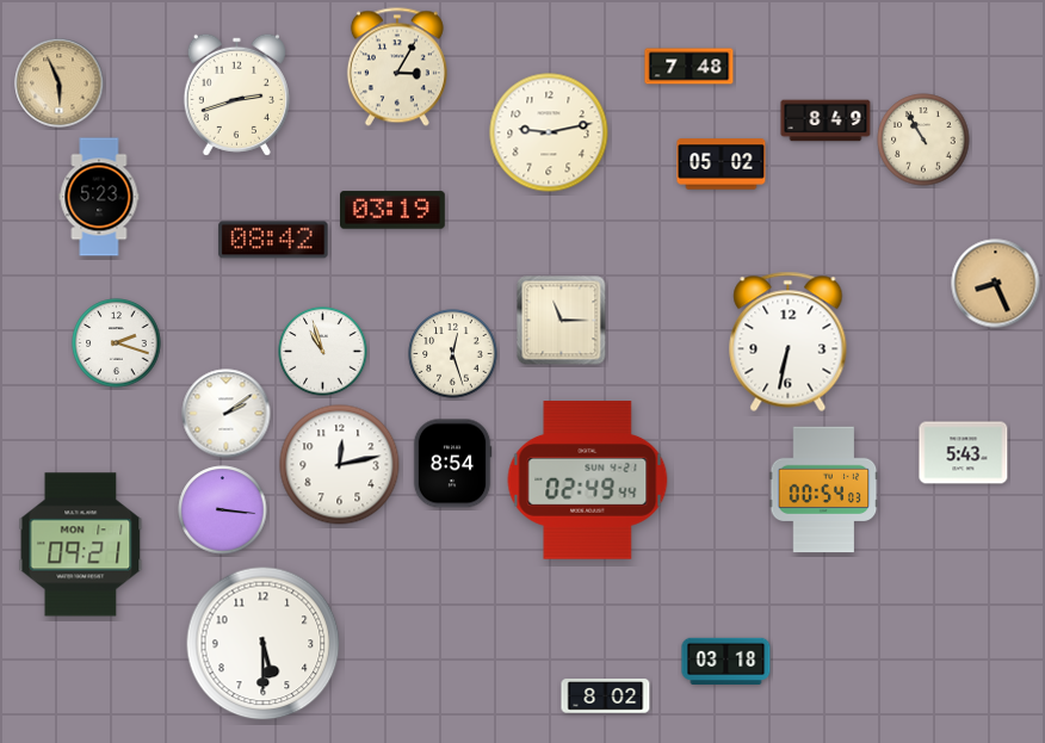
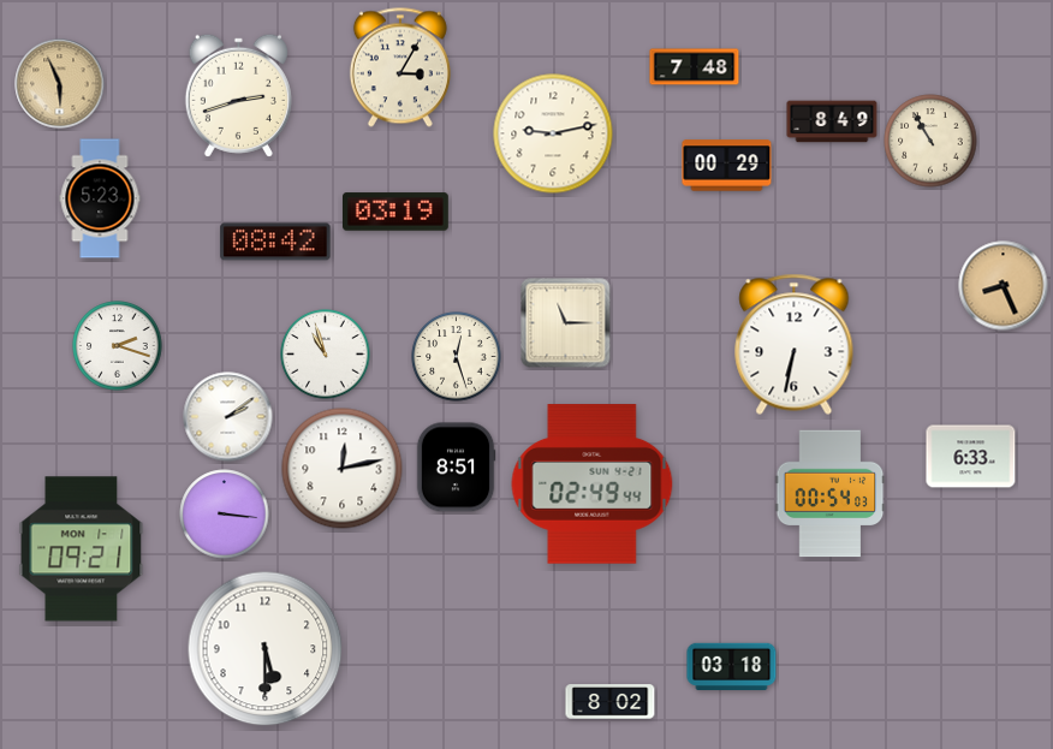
clock at (722, 165): 05:02 -> 00:29
clock at (964, 453): 5:43 -> 6:33
clock at (452, 464): 8:54 -> 8:51
